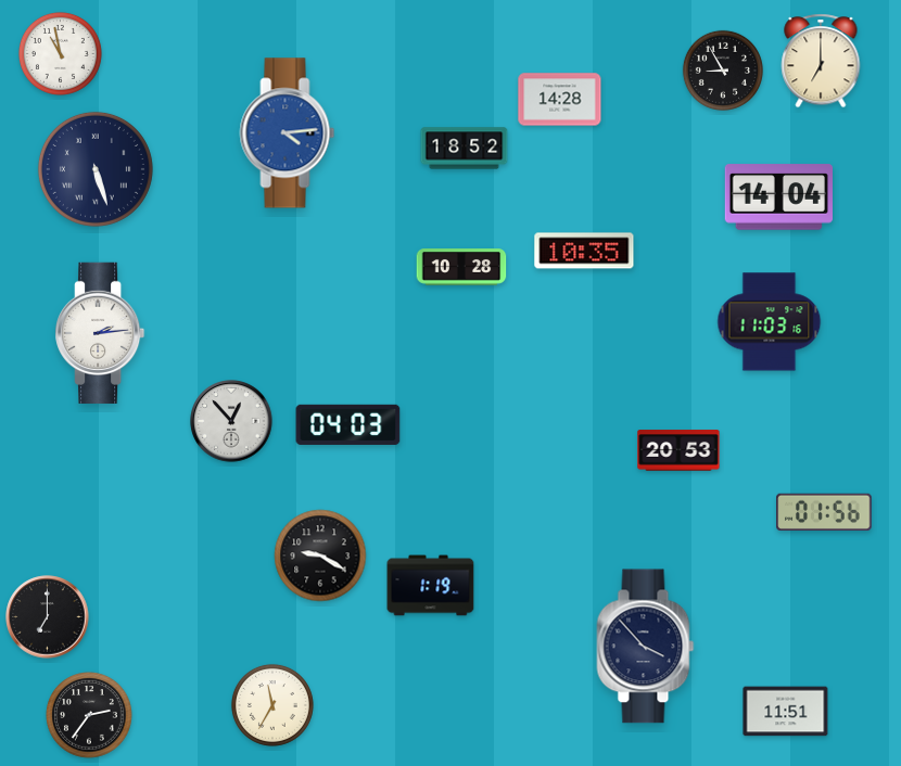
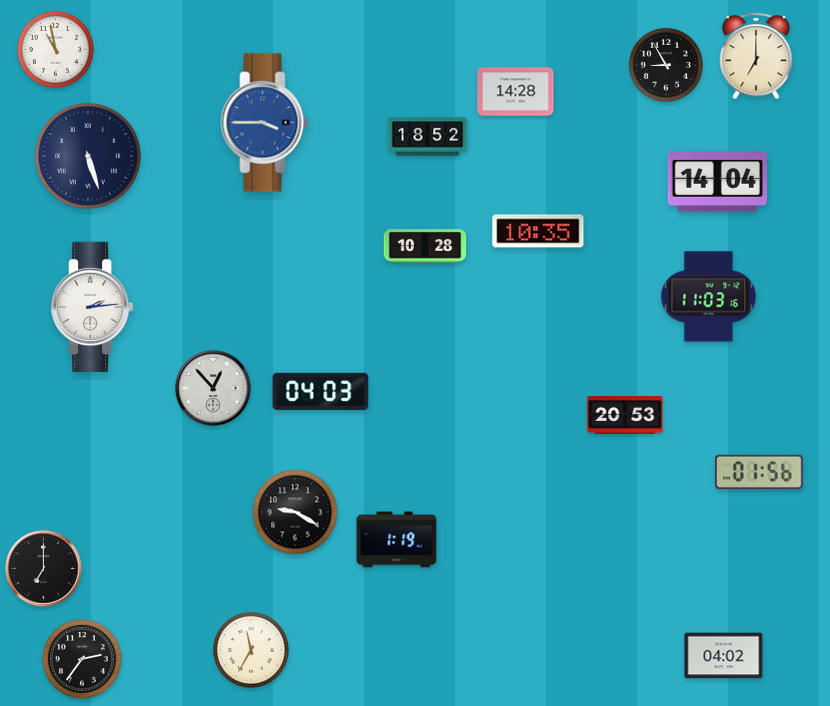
clock at (288, 133): 4:14 -> 3:45
clock at (646, 647): 3:53 -> none
clock at (786, 712): 11:51 -> 04:02
